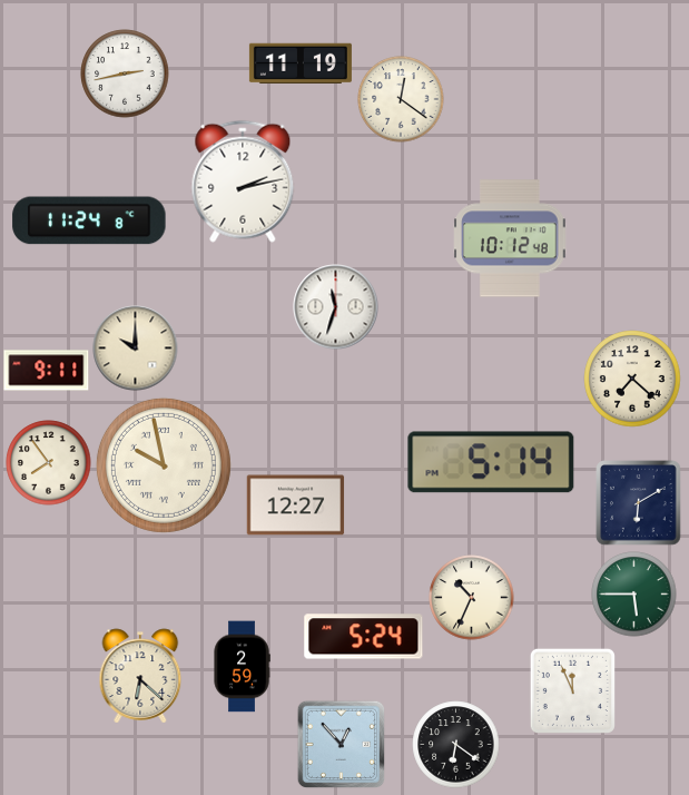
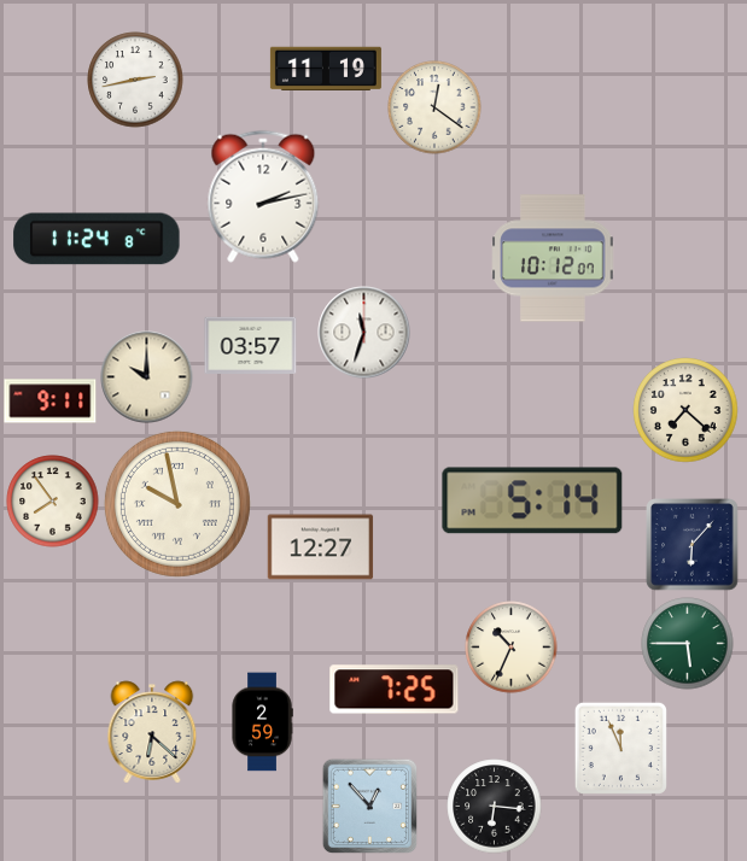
clock at (510, 238): 10:12:48 -> 10:12:07
clock at (251, 345): none -> 03:57
clock at (639, 503): 6:10 -> 6:07
clock at (364, 637): 5:24 -> 7:25
clock at (456, 745): 6:21 -> 6:16
